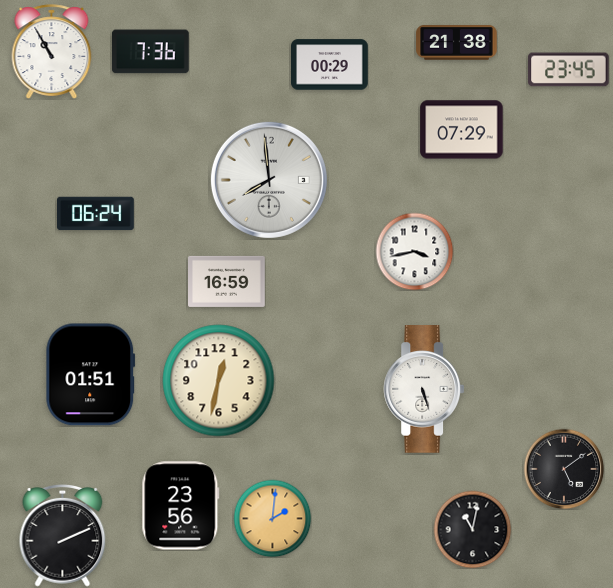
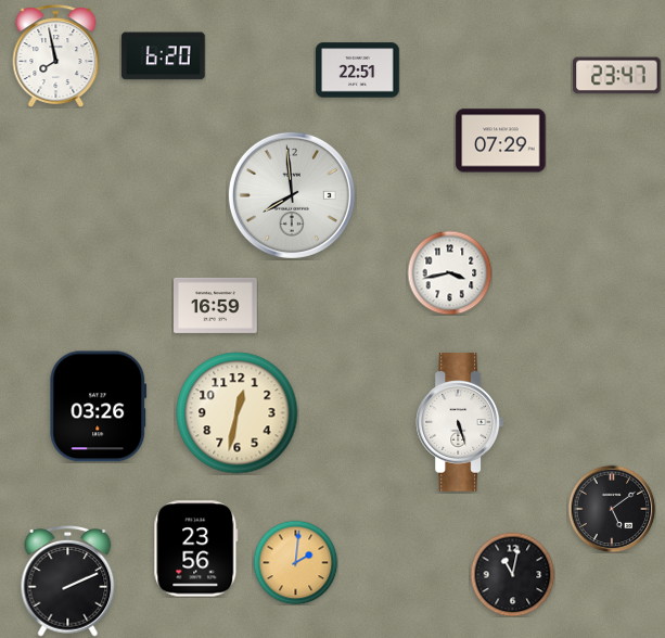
clock at (457, 43): 21:38 -> none
clock at (52, 52): 10:55 -> 7:58
clock at (150, 52): 7:36 -> 6:20
clock at (330, 65): 00:29 -> 22:51
clock at (569, 70): 23:45 -> 23:47
clock at (96, 214): 06:24 -> none
clock at (227, 281) position: (227, 281) -> (216, 305)
clock at (91, 375): 01:51 -> 03:26
